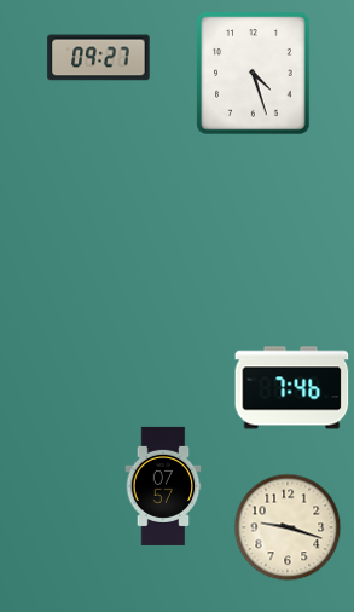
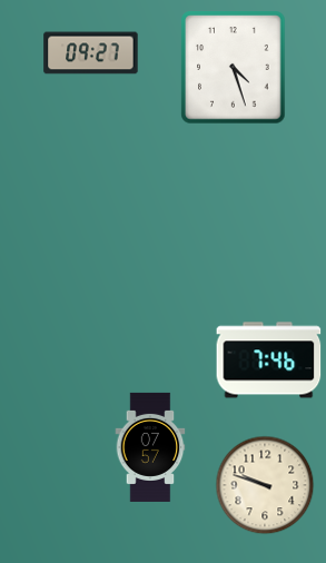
clock at (292, 388) position: (292, 388) -> (269, 360)
clock at (288, 527): 9:18 -> 9:48
